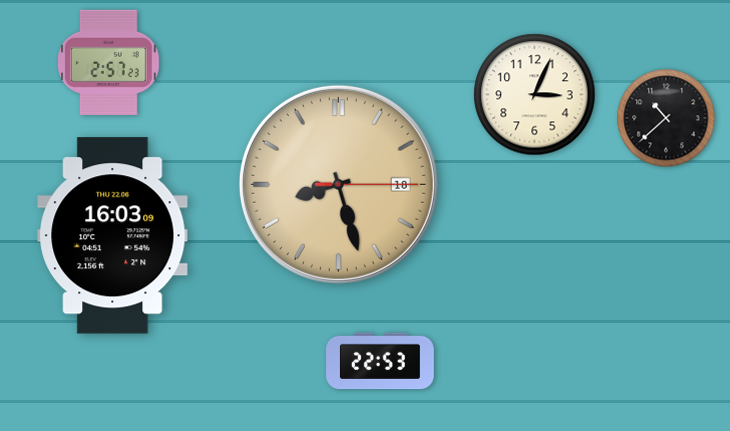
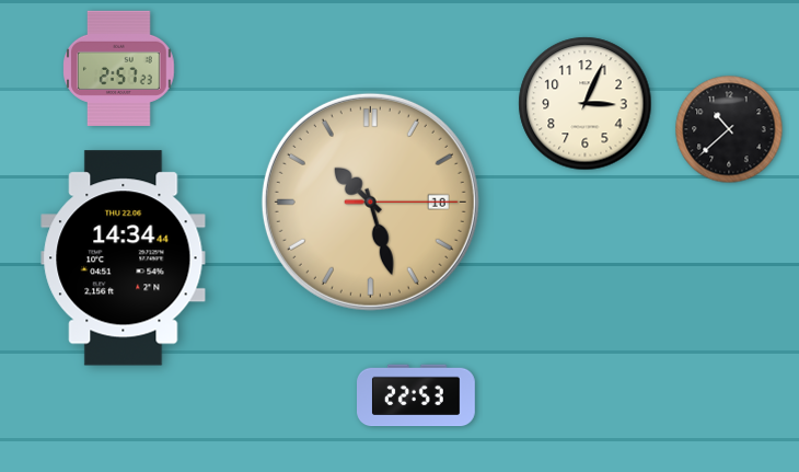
clock at (338, 184): 8:27 -> 10:27
clock at (113, 236): 16:03 -> 14:34
